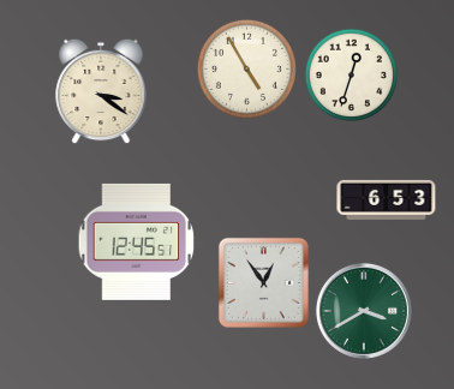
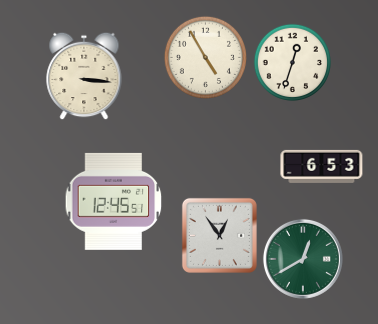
clock at (101, 91): 3:21 -> 3:16
clock at (364, 311): 3:40 -> 12:40
